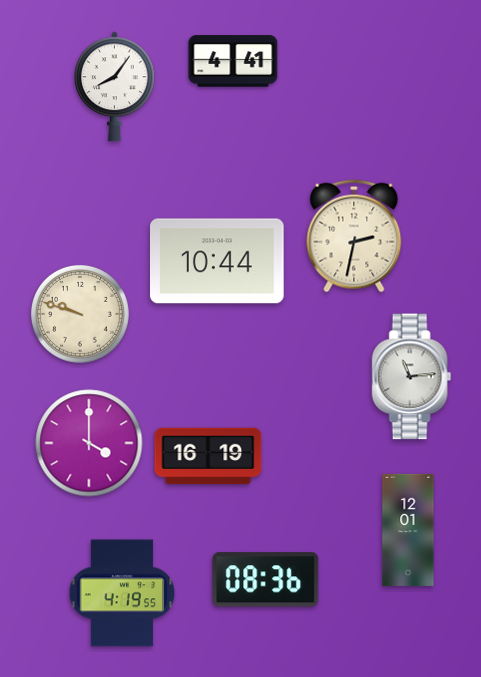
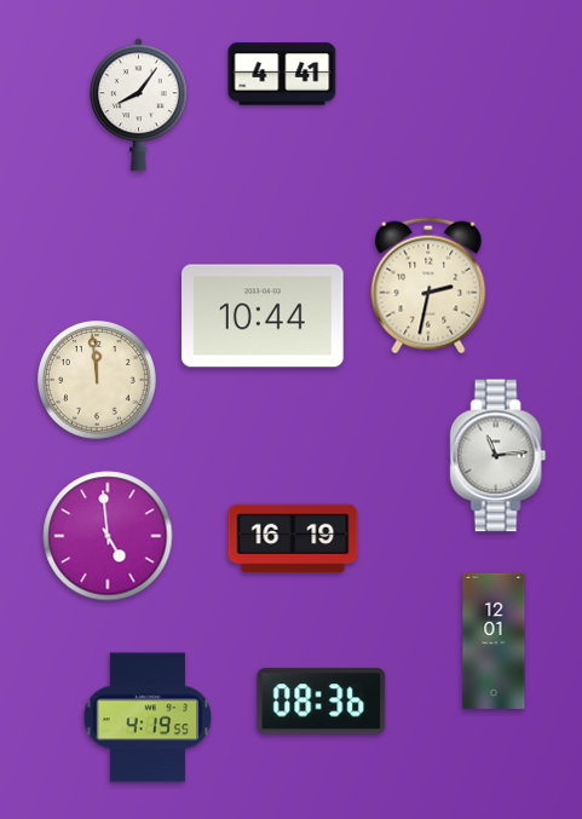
clock at (80, 314): 9:48 -> 11:59
clock at (89, 443): 4:00 -> 4:59
clock at (208, 456) position: (208, 456) -> (293, 538)
